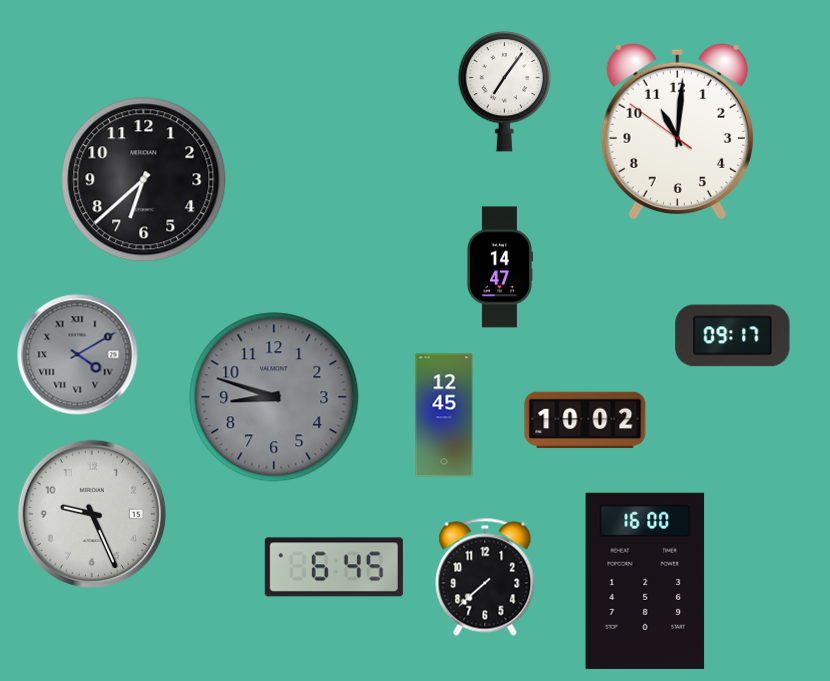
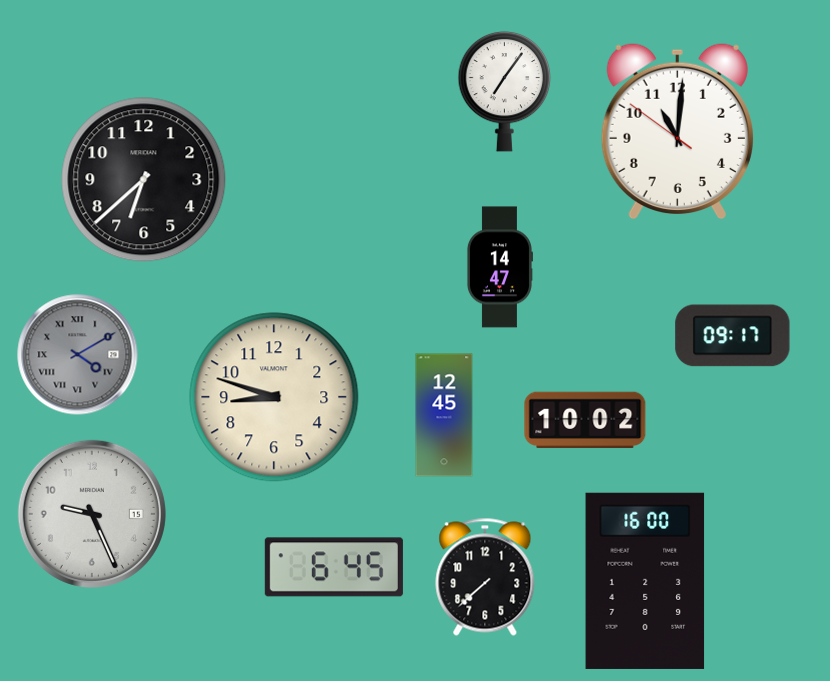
clock at (274, 397) dial: grey -> cream
